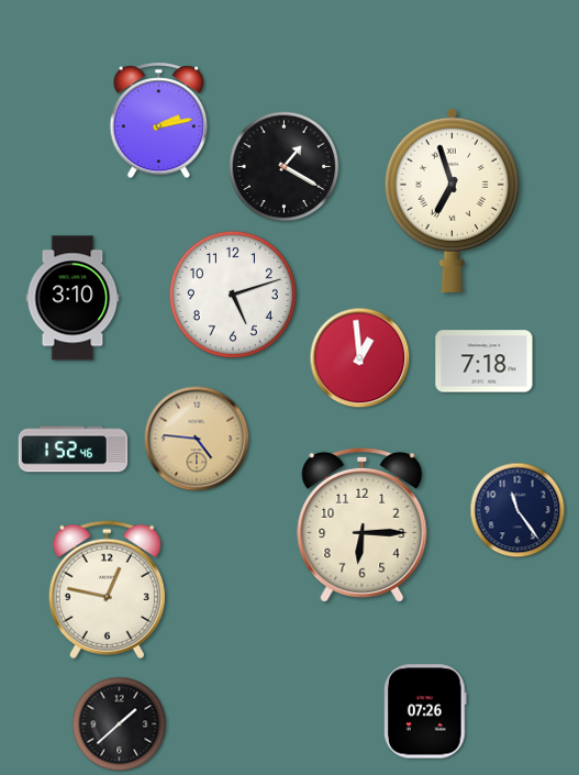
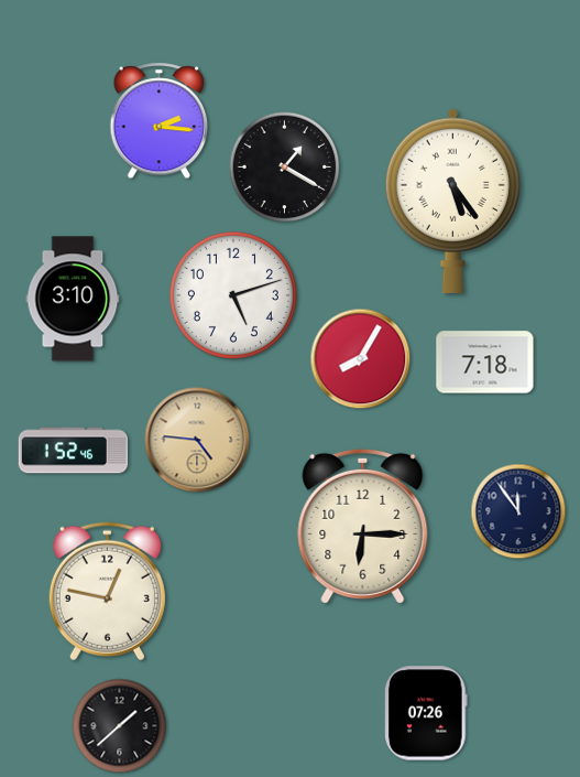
clock at (159, 121): 2:13 -> 2:16
clock at (452, 200): 6:57 -> 5:24
clock at (360, 358): 12:59 -> 8:05
clock at (517, 510): 11:24 -> 11:54
